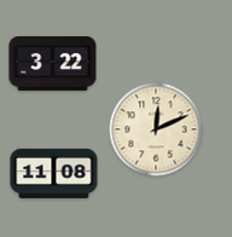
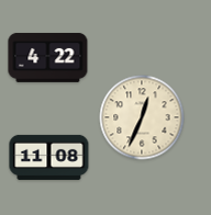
clock at (53, 63): 3:22 -> 4:22
clock at (156, 129): 12:11 -> 12:34
